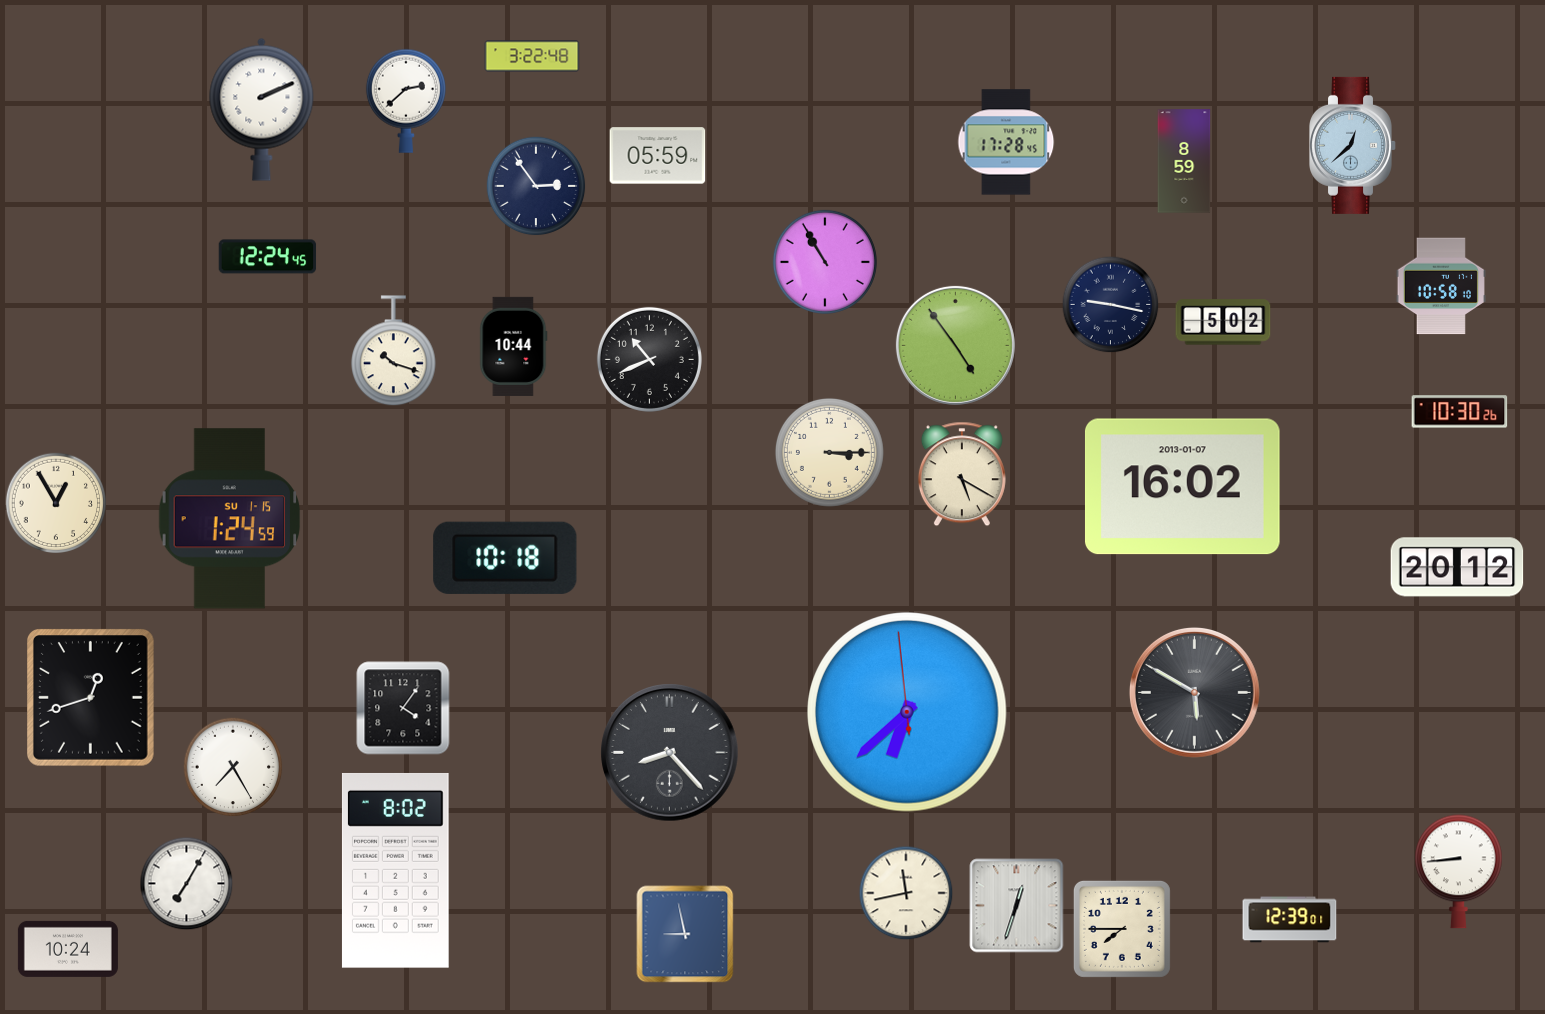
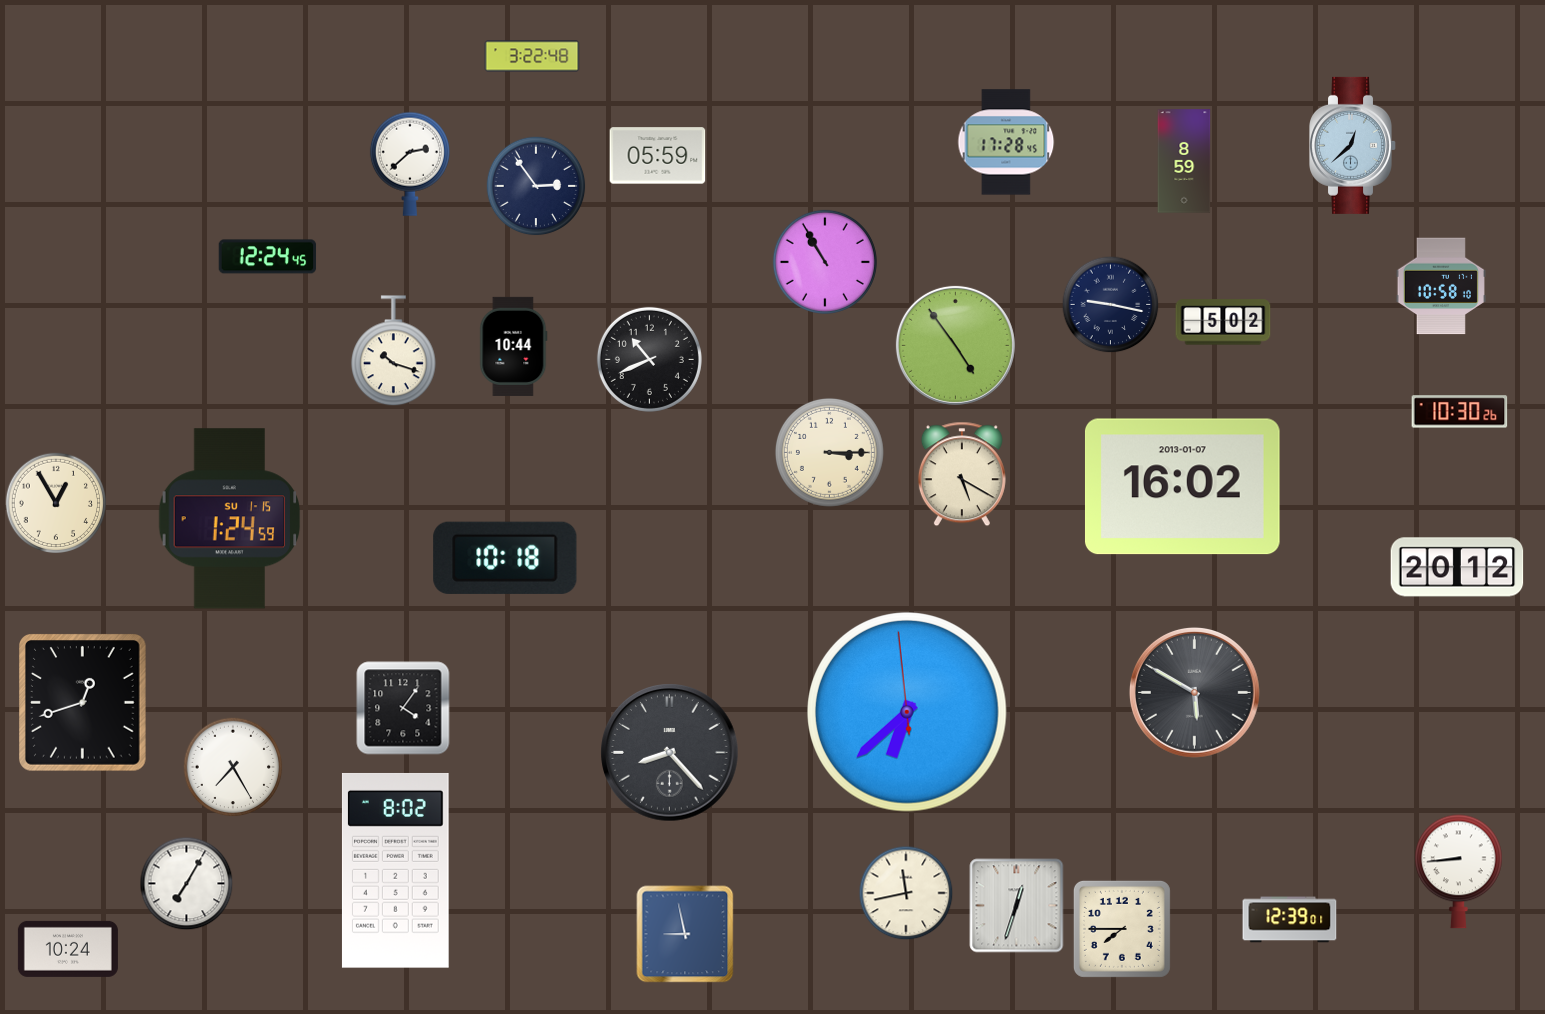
clock at (406, 101) position: (406, 101) -> (410, 164)
clock at (262, 109): 2:11 -> none
clock at (91, 698) position: (91, 698) -> (83, 703)
